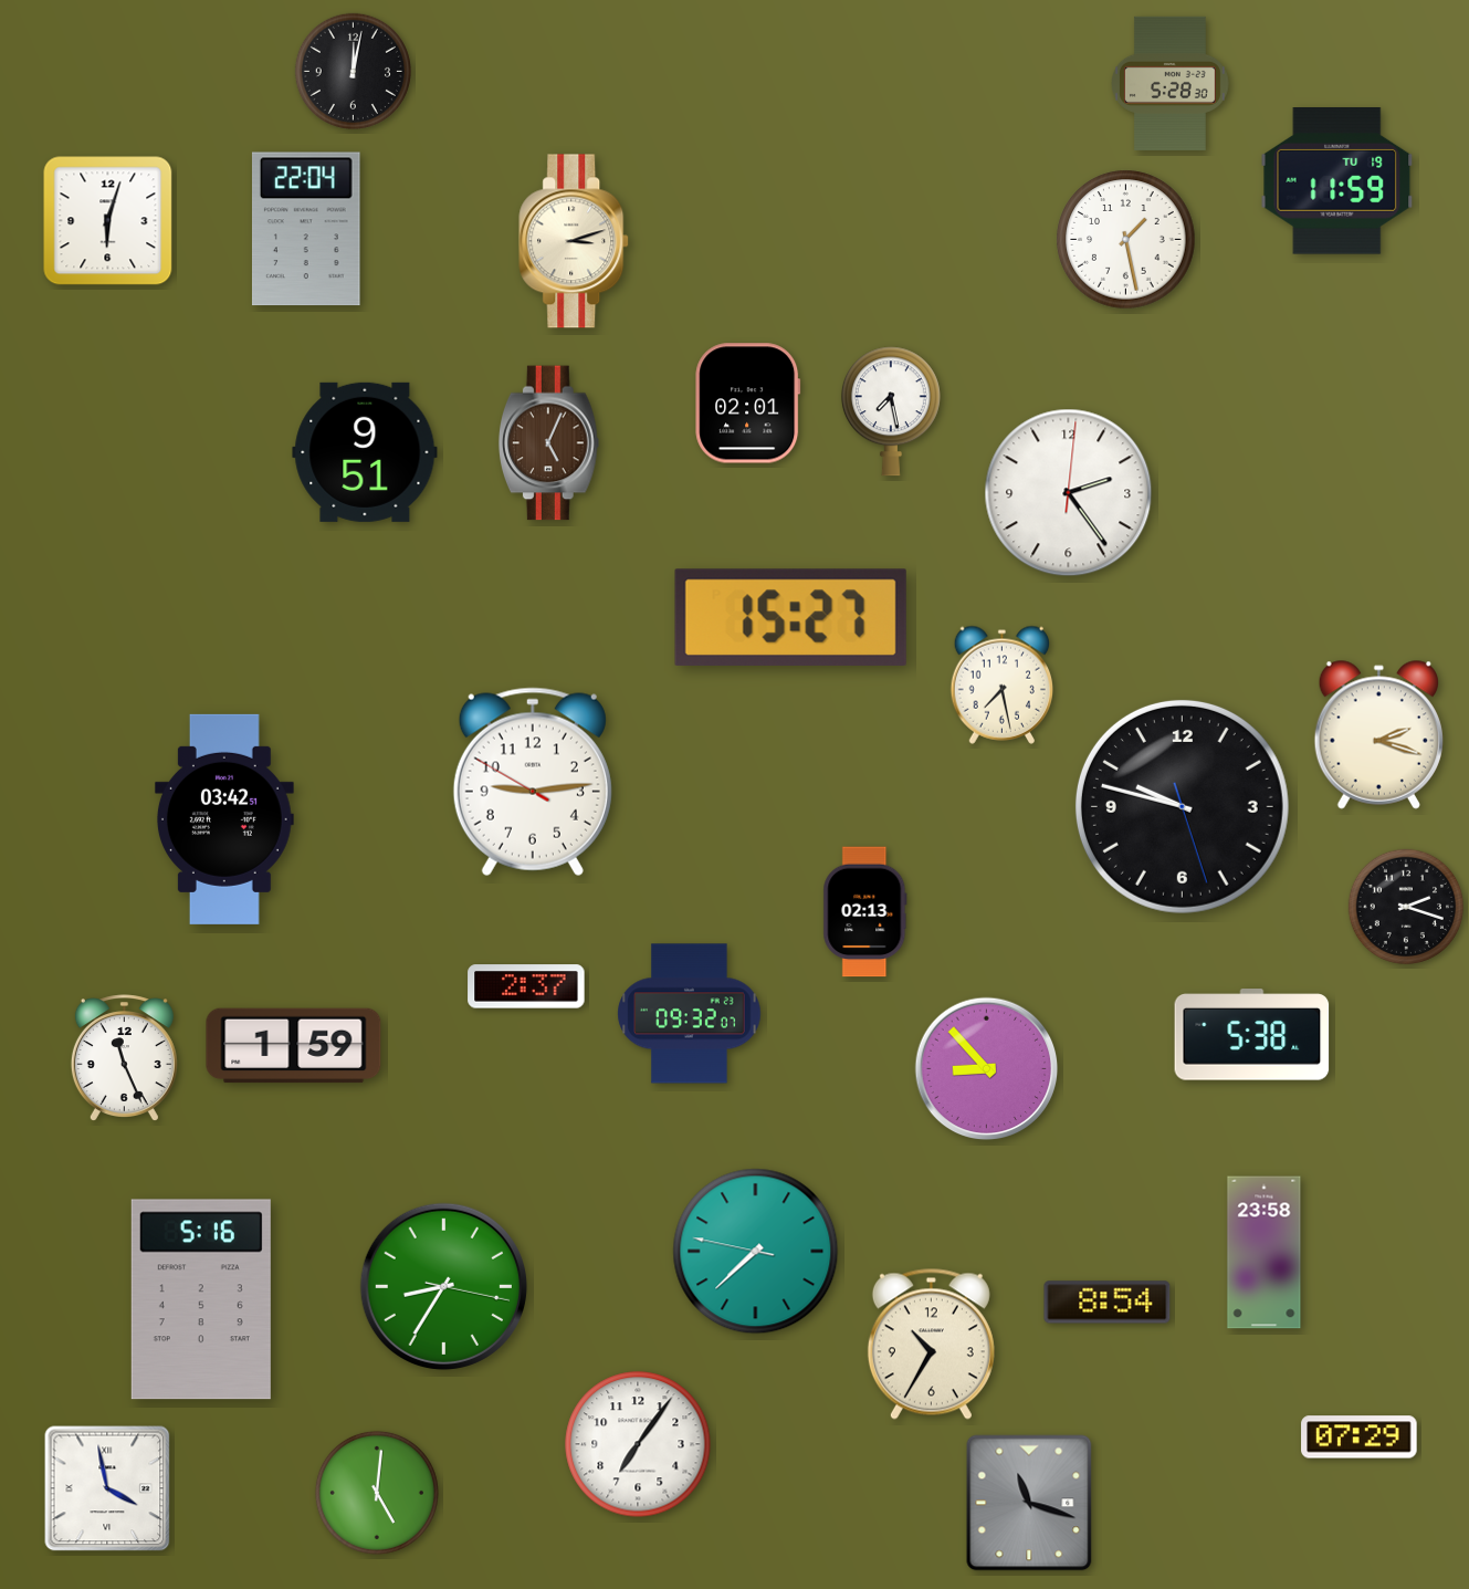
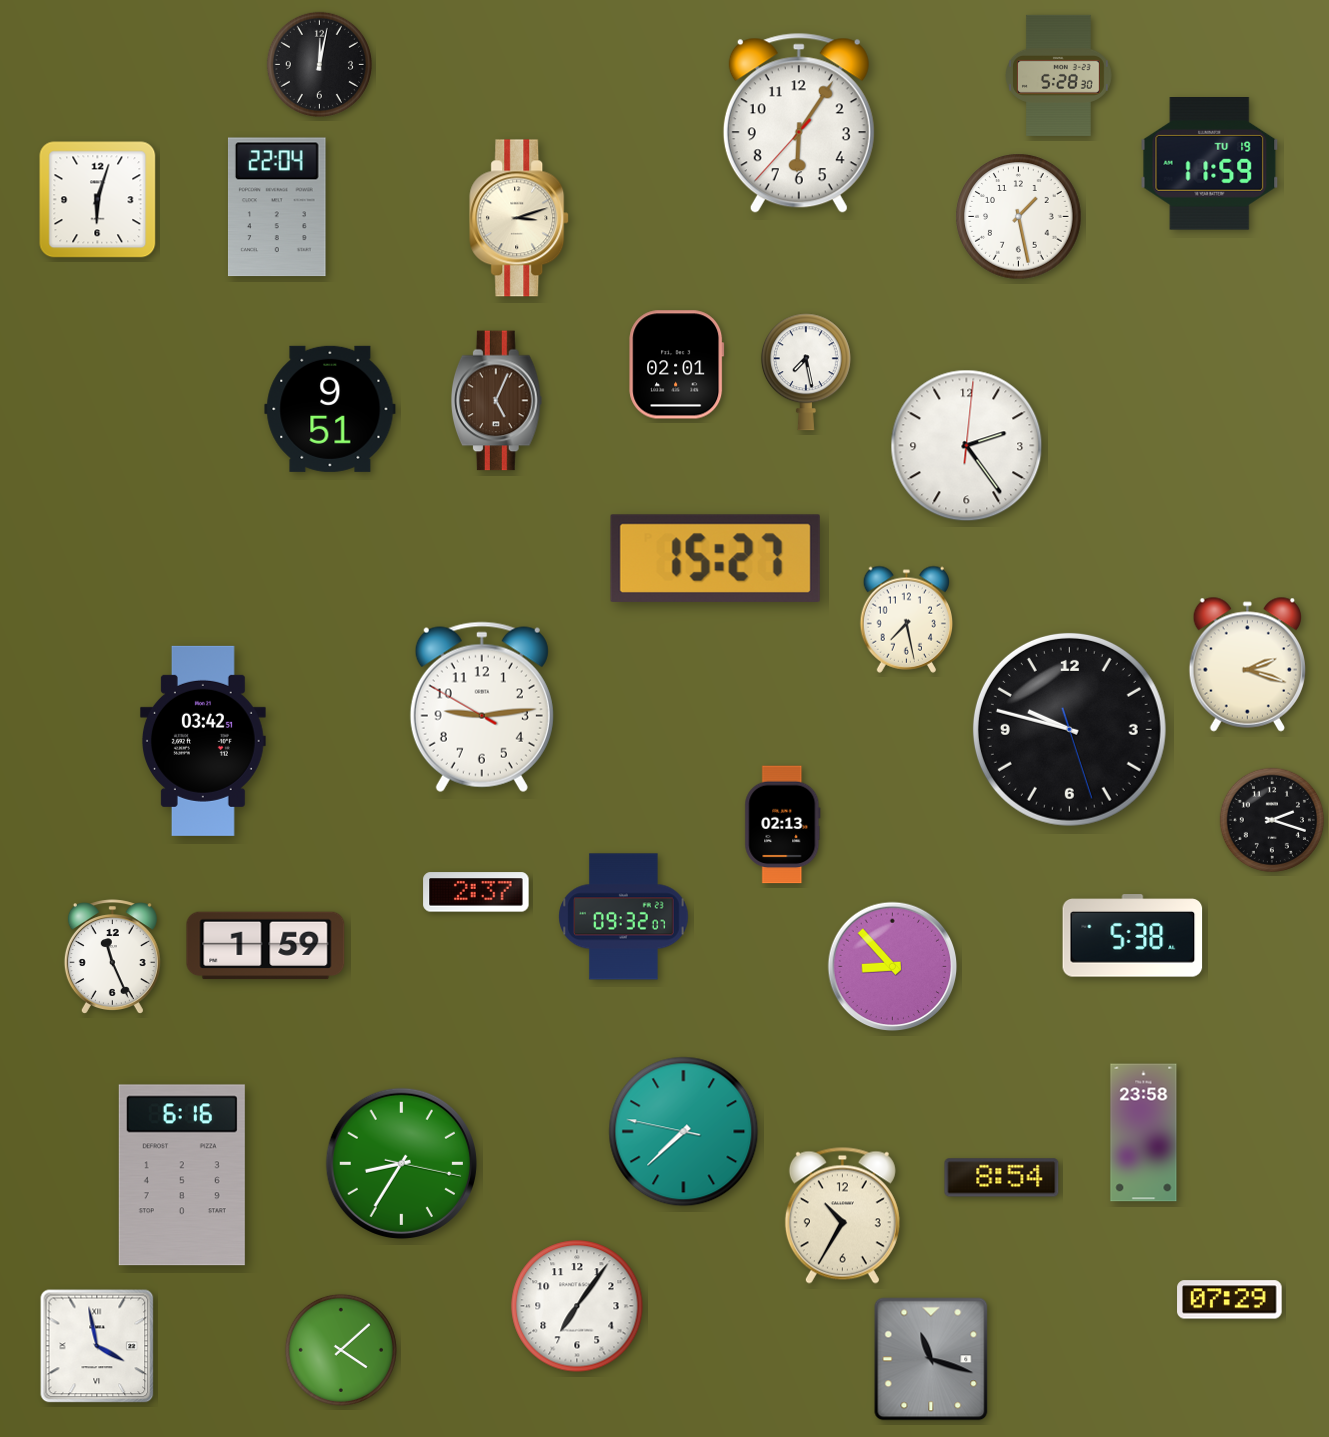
clock at (799, 123): none -> 6:05
clock at (201, 1299): 5:16 -> 6:16
clock at (377, 1493): 5:01 -> 4:08
